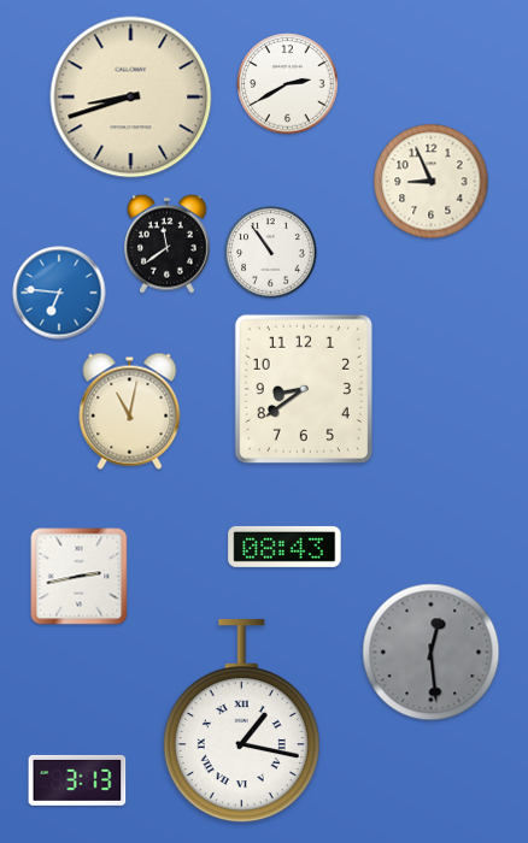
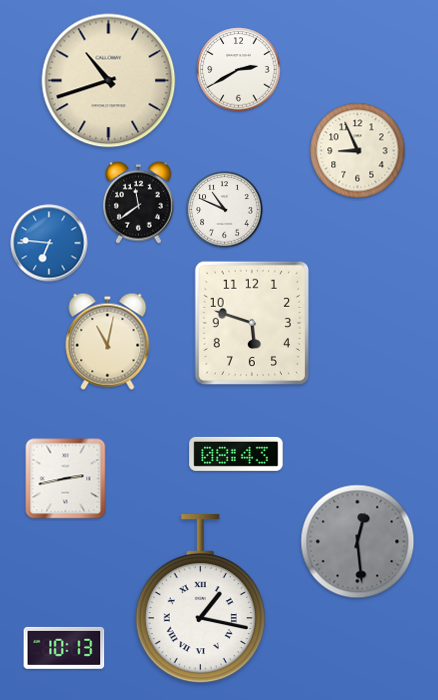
clock at (131, 98): 8:42 -> 10:42
clock at (271, 253): 10:54 -> 10:49
clock at (304, 389): 8:39 -> 5:48
clock at (77, 780): 3:13 -> 10:13
